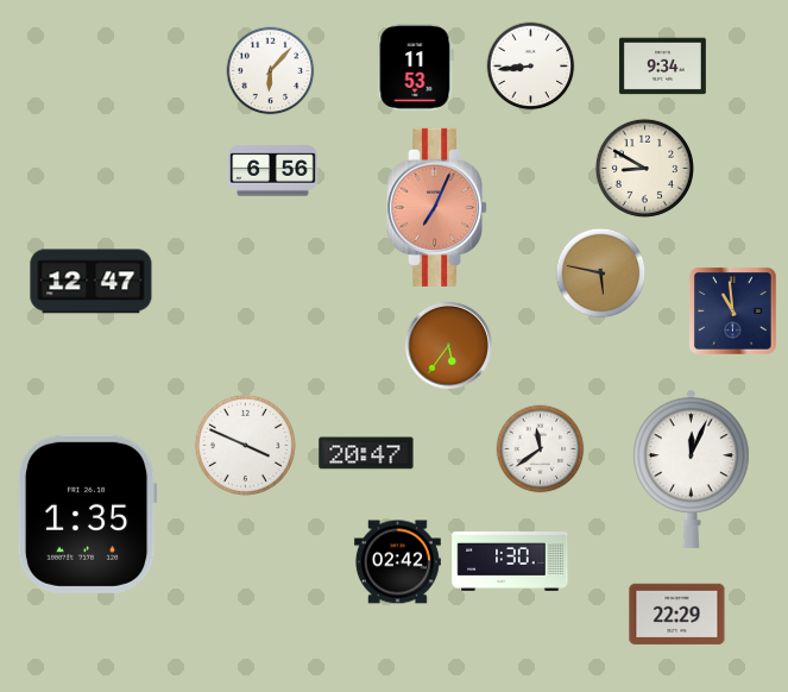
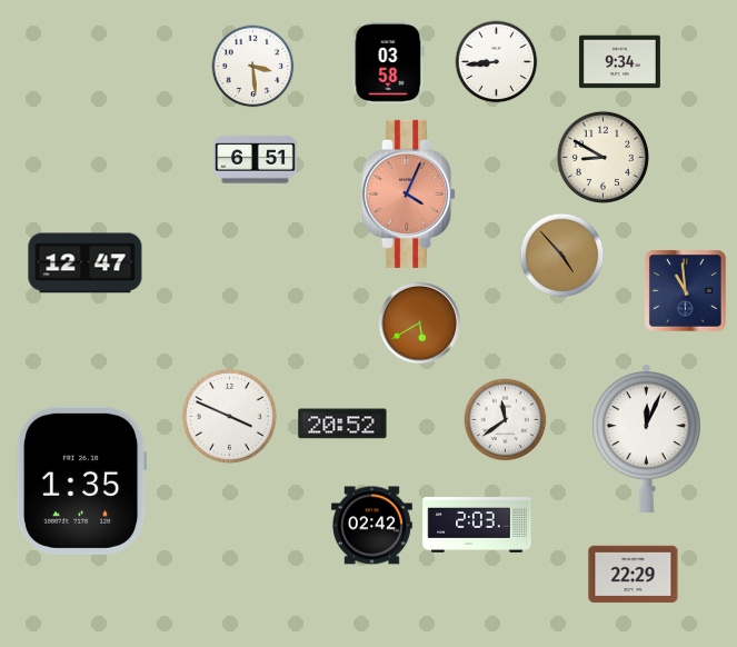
clock at (416, 67): 11:53 -> 03:58
clock at (271, 71): 6:07 -> 3:29
clock at (273, 171): 6:56 -> 6:51
clock at (437, 207): 7:04 -> 4:04
clock at (601, 273): 5:47 -> 4:53
clock at (448, 345): 5:36 -> 5:40
clock at (366, 453): 20:47 -> 20:52
clock at (510, 562): 1:30 -> 2:03
